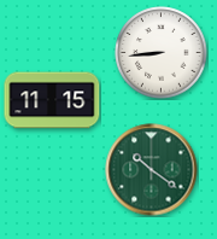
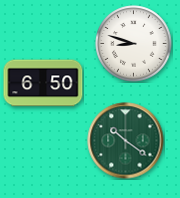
clock at (162, 53): 8:44 -> 8:48
clock at (52, 100): 11:15 -> 6:50
